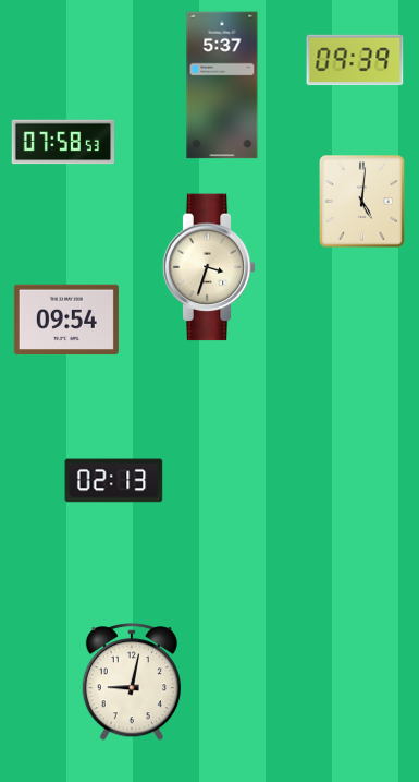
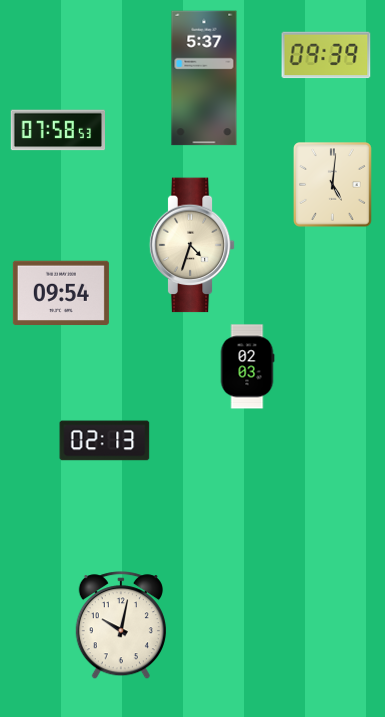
clock at (209, 267): 3:33 -> 4:33
clock at (247, 367): none -> 02:03
clock at (132, 683): 9:02 -> 10:02
